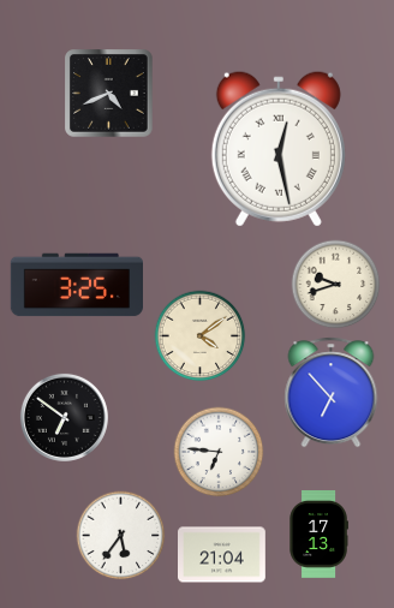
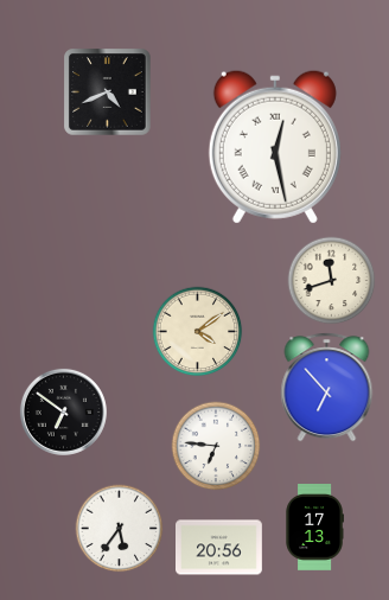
clock at (76, 285): 3:25 -> none
clock at (336, 285): 9:42 -> 11:42
clock at (222, 555): 21:04 -> 20:56
